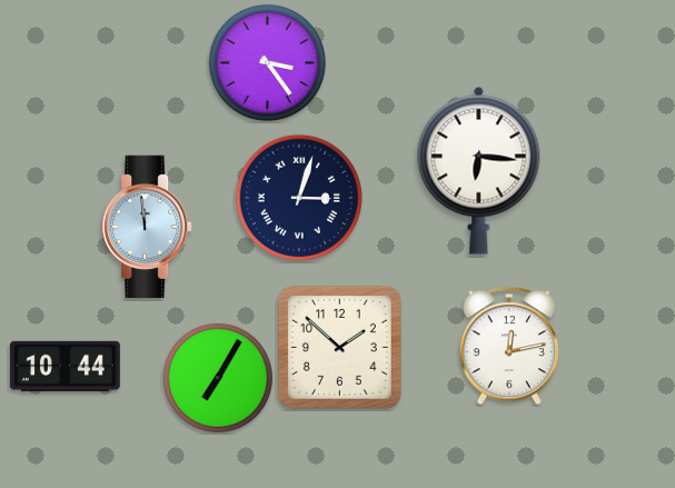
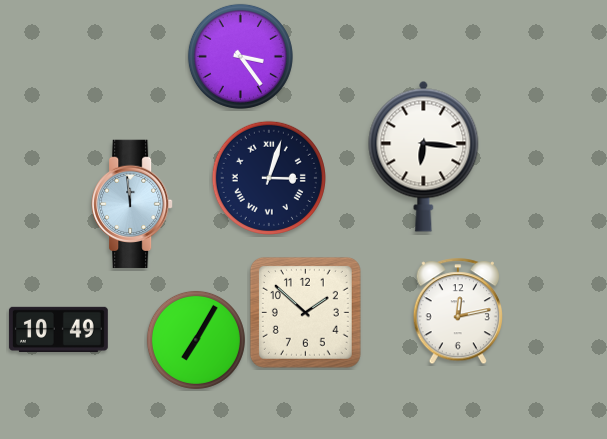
clock at (479, 170) position: (479, 170) -> (424, 156)
clock at (64, 366): 10:44 -> 10:49
